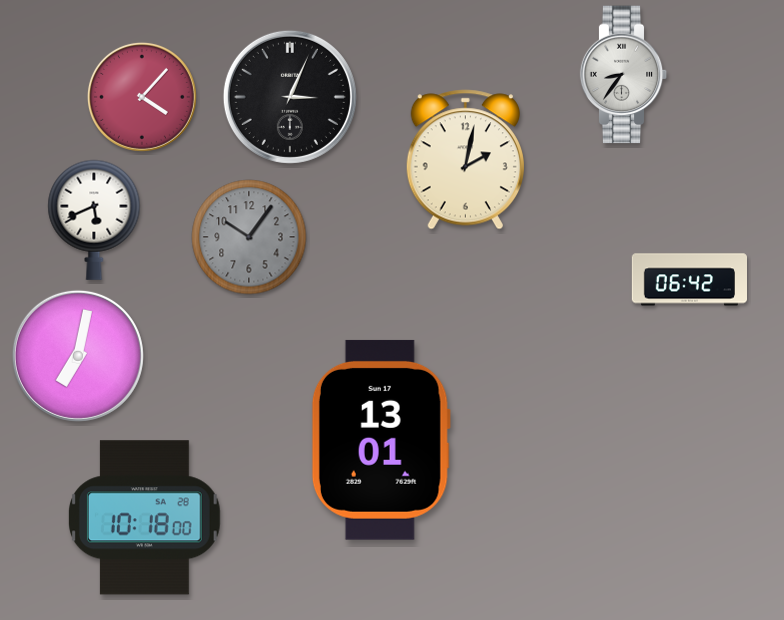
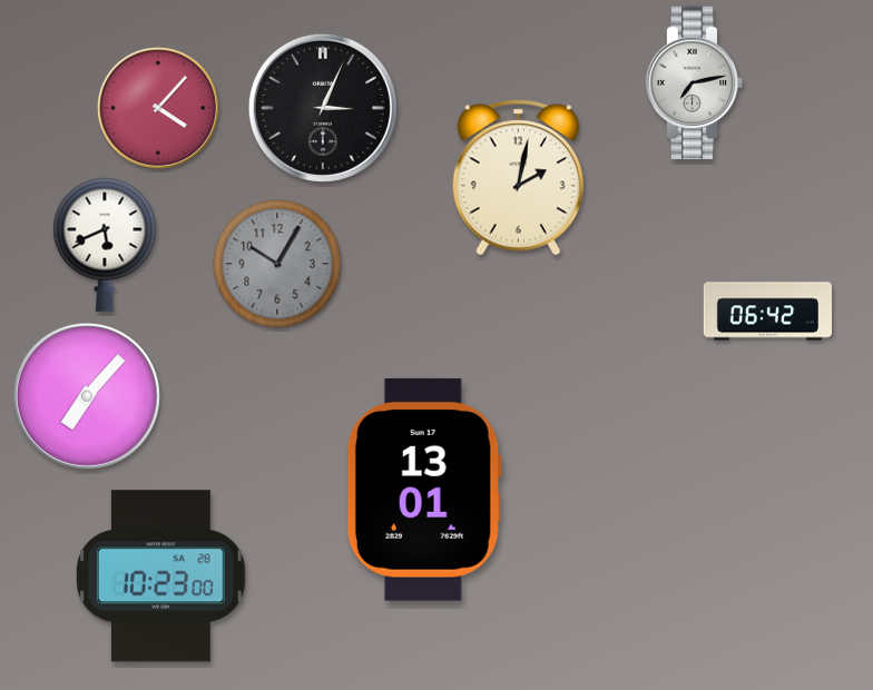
clock at (624, 75): 8:36 -> 7:13
clock at (249, 237): 10:06 -> 10:05
clock at (78, 356): 7:02 -> 7:07
clock at (144, 518): 10:18 -> 10:23
